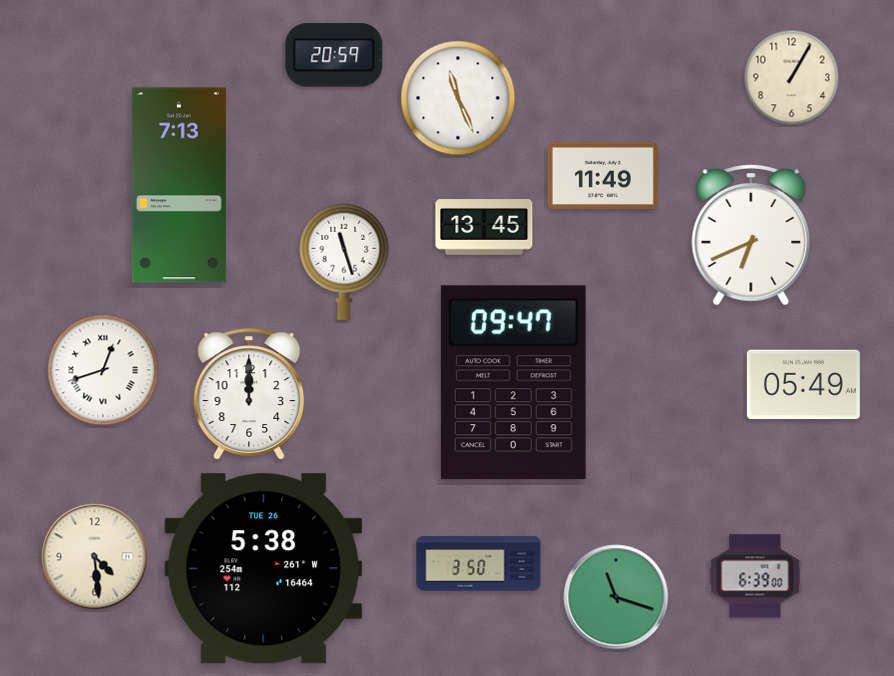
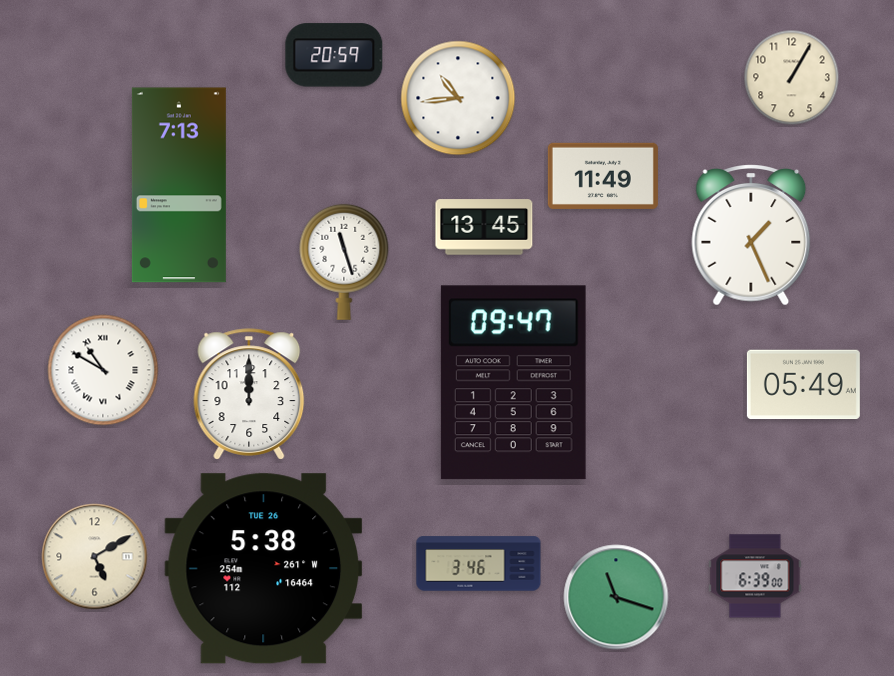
clock at (458, 98): 11:26 -> 10:44
clock at (751, 236): 6:41 -> 1:26
clock at (103, 370): 12:42 -> 10:50
clock at (95, 557): 4:29 -> 5:10
clock at (479, 564): 3:50 -> 3:46
